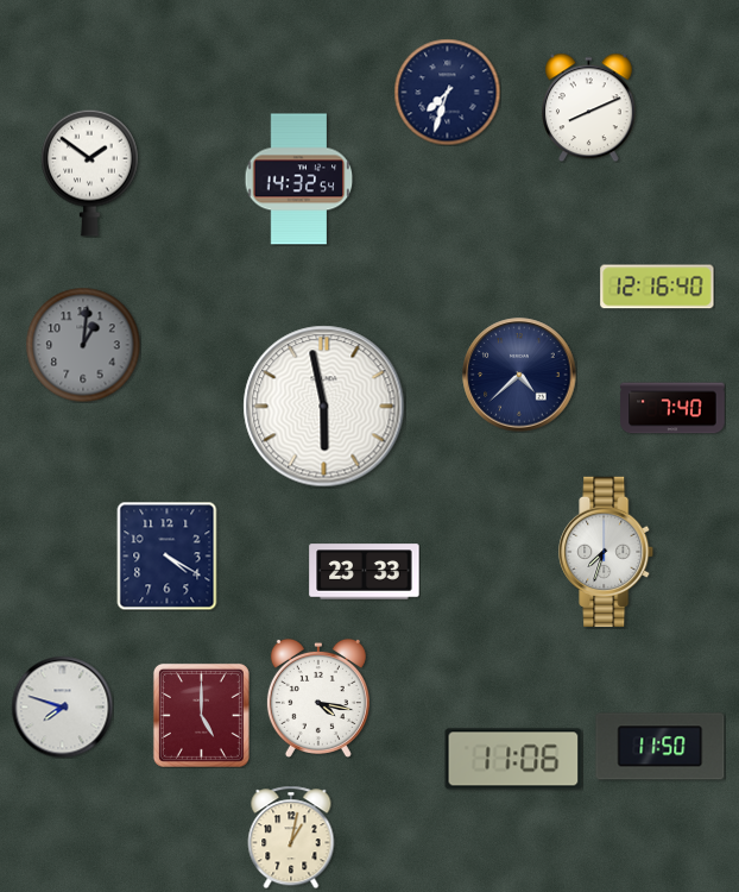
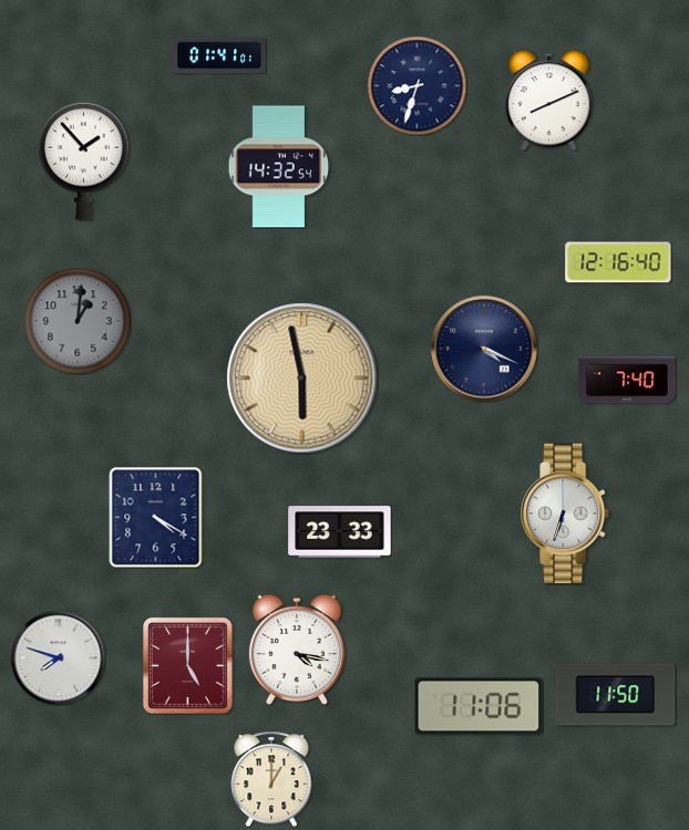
clock at (220, 55): none -> 01:41
clock at (447, 92): 7:33 -> 8:33
clock at (90, 172): 1:51 -> 1:53
clock at (657, 287) position: (657, 287) -> (618, 262)
clock at (519, 375): 4:38 -> 4:19
clock at (324, 407) dial: white -> champagne
clock at (607, 551): 7:33 -> 6:33
clock at (291, 837): 1:02 -> 1:00
